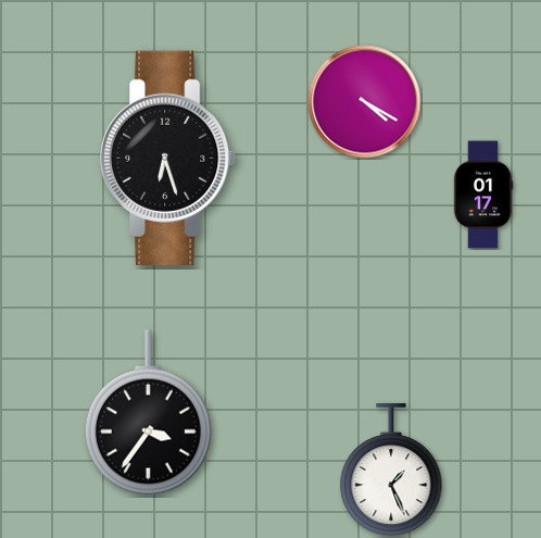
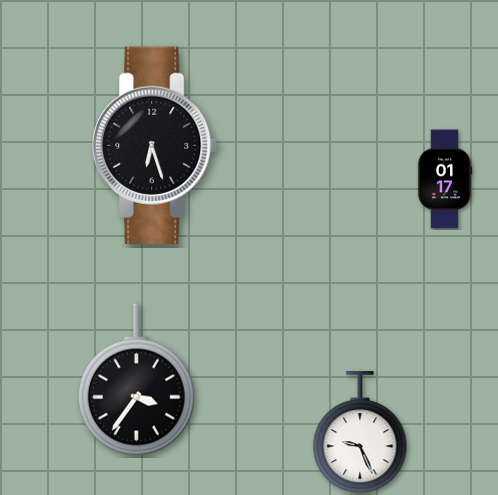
clock at (365, 102): 4:20 -> none
clock at (391, 471): 1:26 -> 9:26
